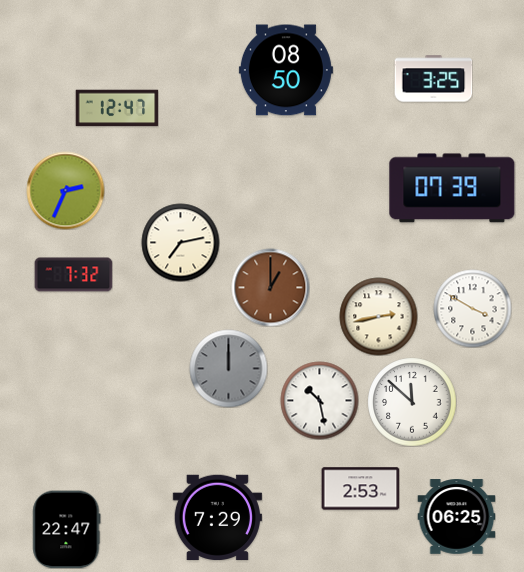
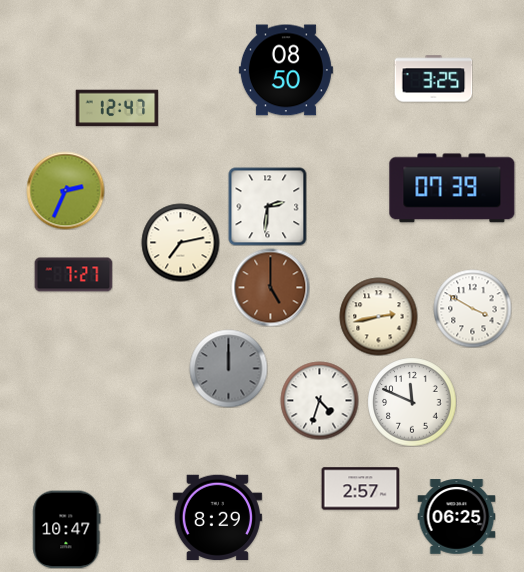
clock at (267, 206): none -> 2:31
clock at (73, 275): 7:32 -> 7:27
clock at (270, 287): 1:00 -> 5:00
clock at (319, 400): 10:28 -> 4:33
clock at (412, 402): 11:52 -> 11:49
clock at (360, 489): 2:53 -> 2:57
clock at (217, 517): 7:29 -> 8:29
clock at (67, 529): 22:47 -> 10:47
